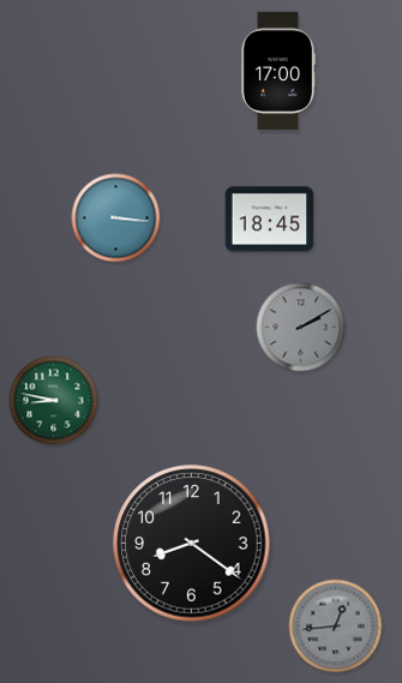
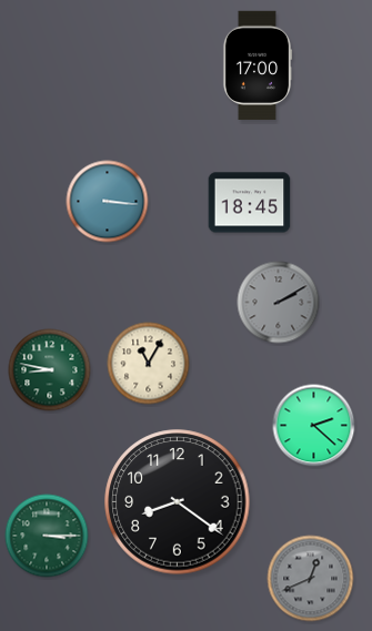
clock at (149, 364): none -> 11:05
clock at (314, 426): none -> 2:22
clock at (47, 536): none -> 3:15
clock at (336, 627): 12:44 -> 12:41
